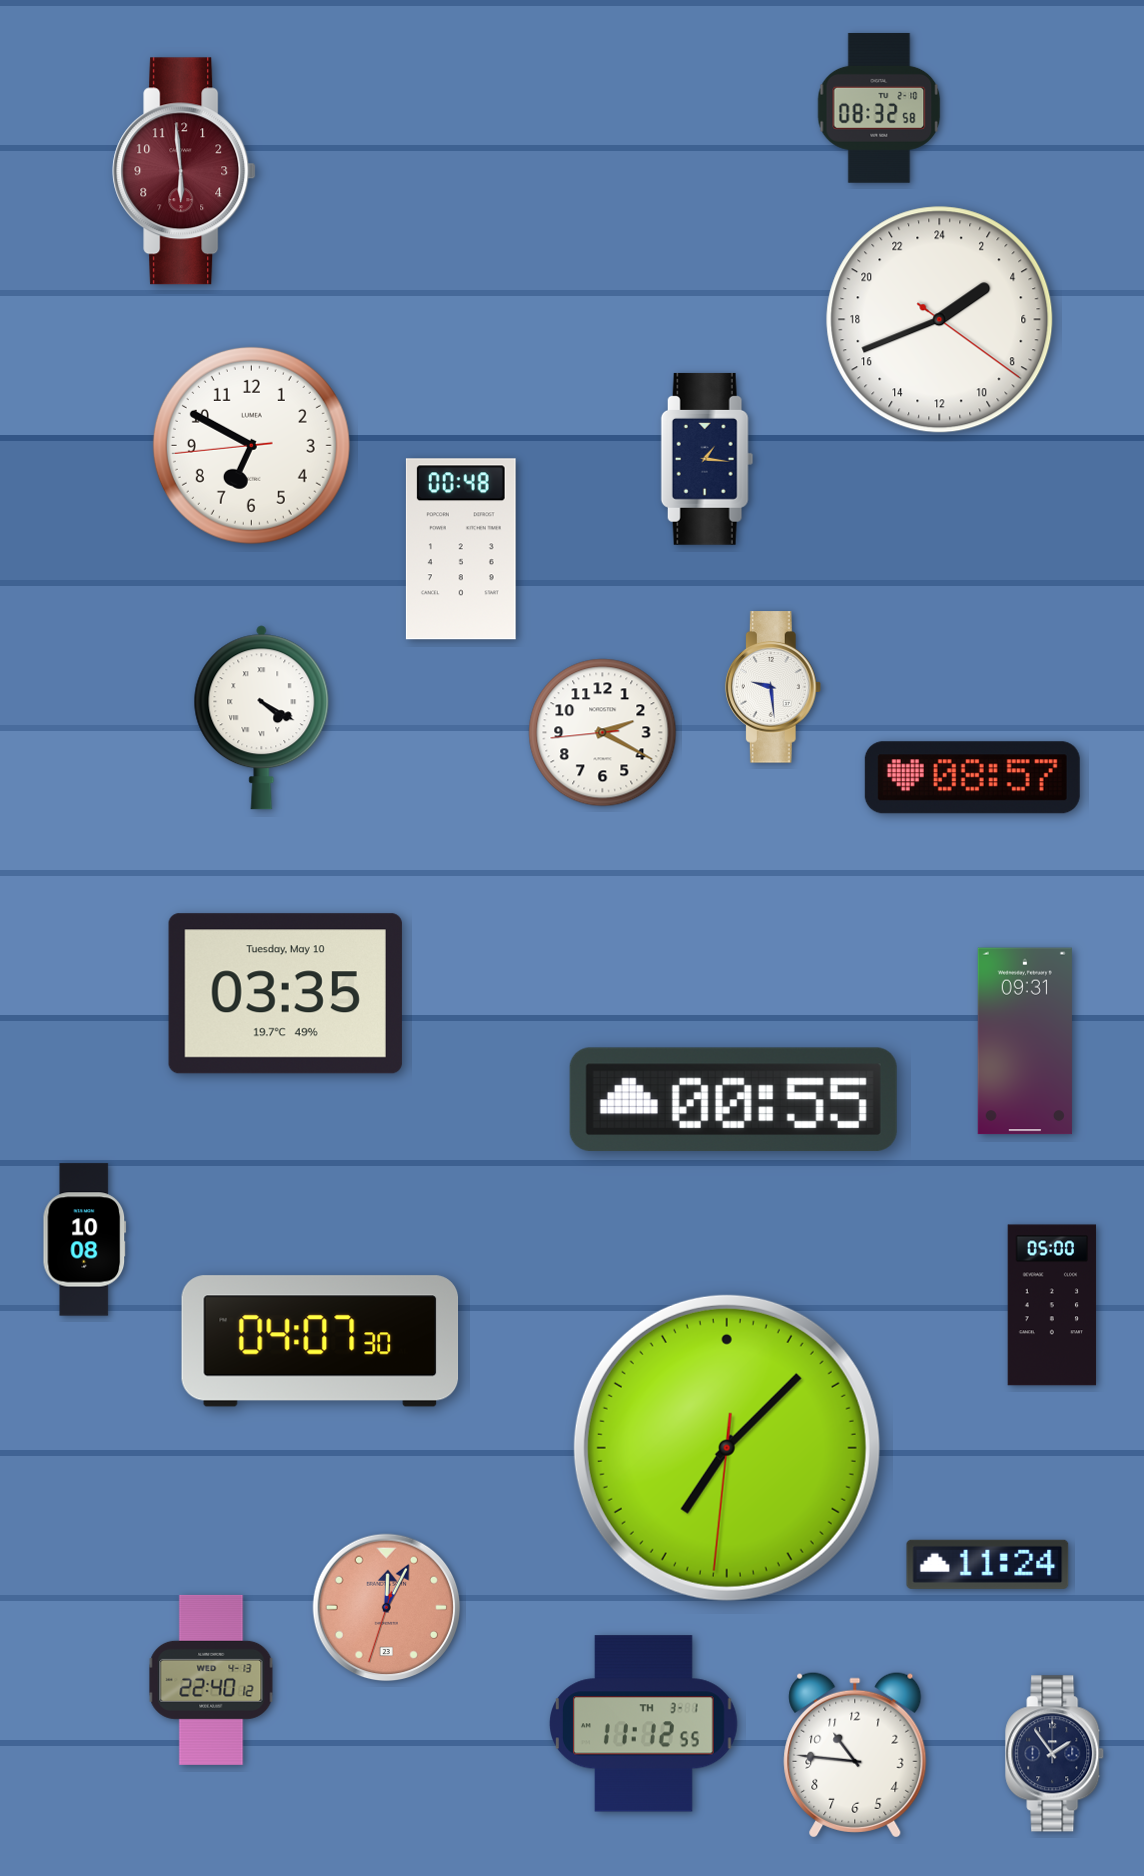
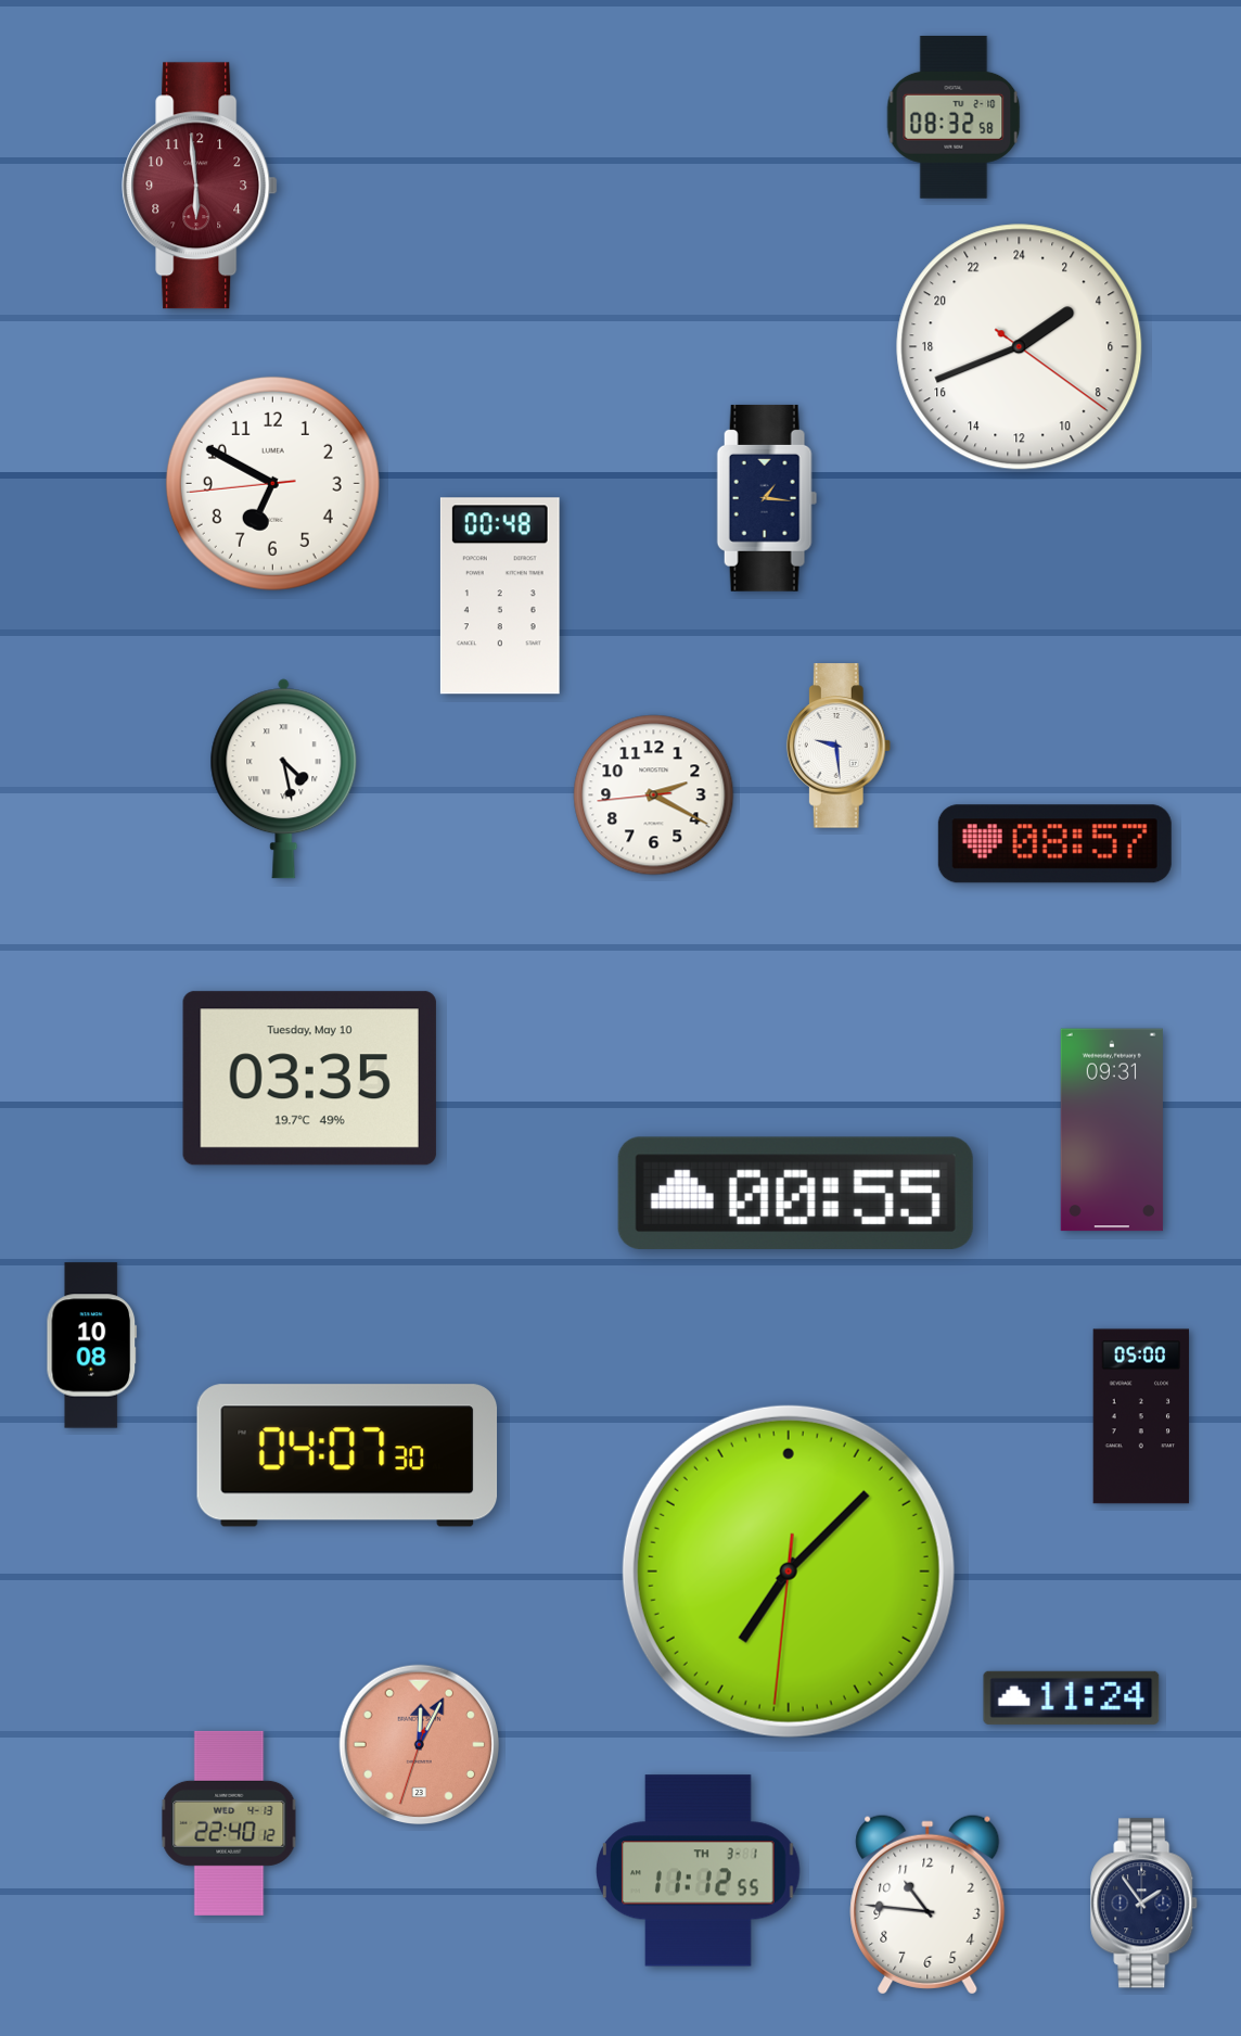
clock at (262, 718): 4:20 -> 4:28
